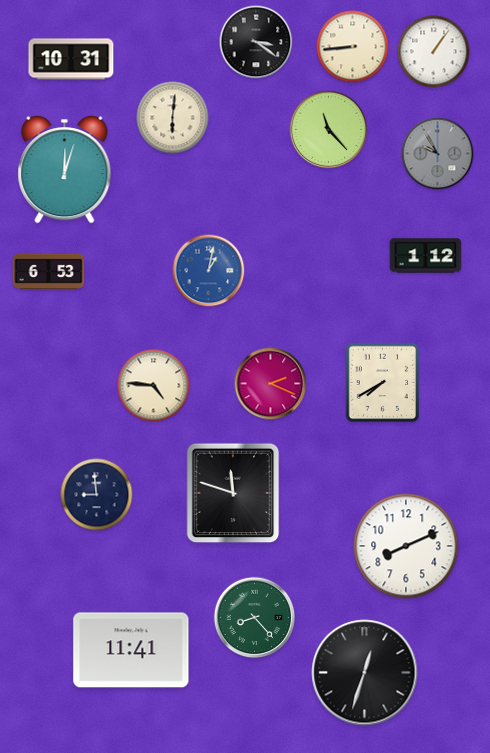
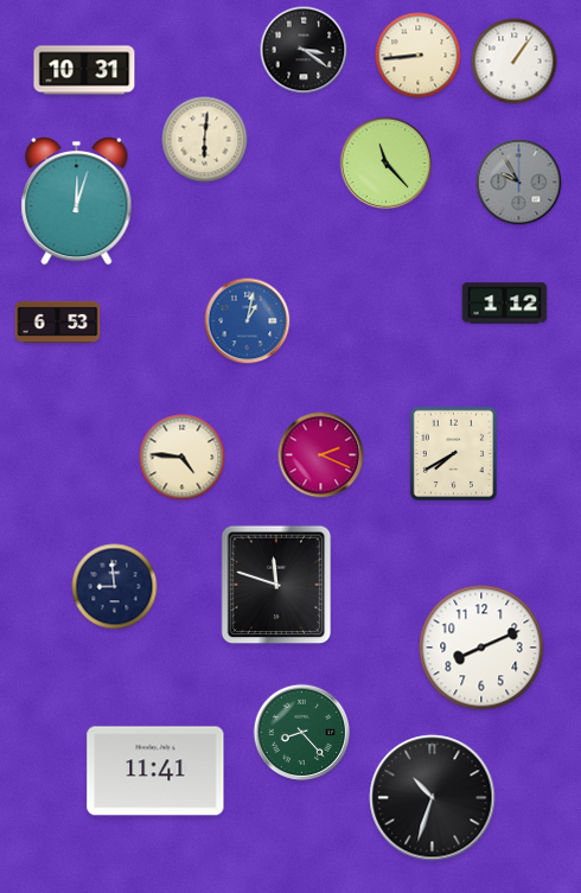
clock at (329, 130) position: (329, 130) -> (387, 164)
clock at (365, 673): 12:33 -> 10:33
